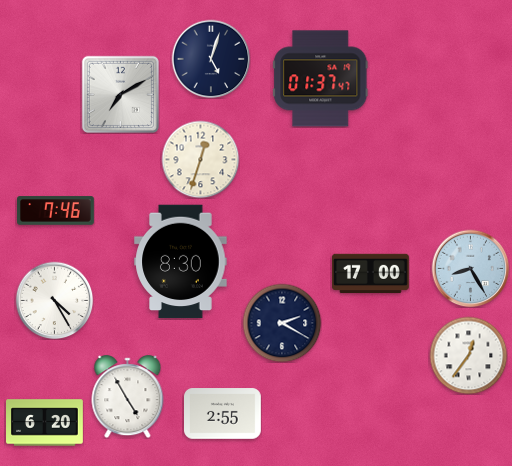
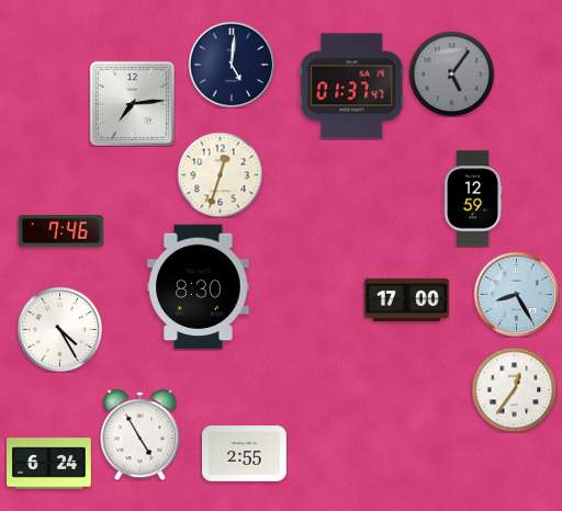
clock at (211, 59): 5:03 -> 5:01
clock at (451, 73): none -> 5:06
clock at (120, 94): 7:10 -> 7:14
clock at (473, 198): none -> 12:59
clock at (282, 323): 2:20 -> none
clock at (45, 423): 6:20 -> 6:24
